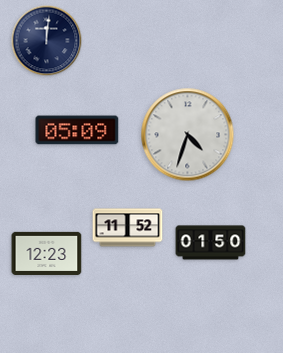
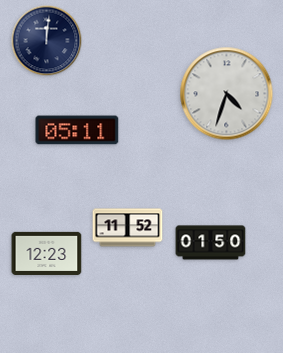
clock at (77, 130): 05:09 -> 05:11
clock at (188, 135) position: (188, 135) -> (227, 94)
